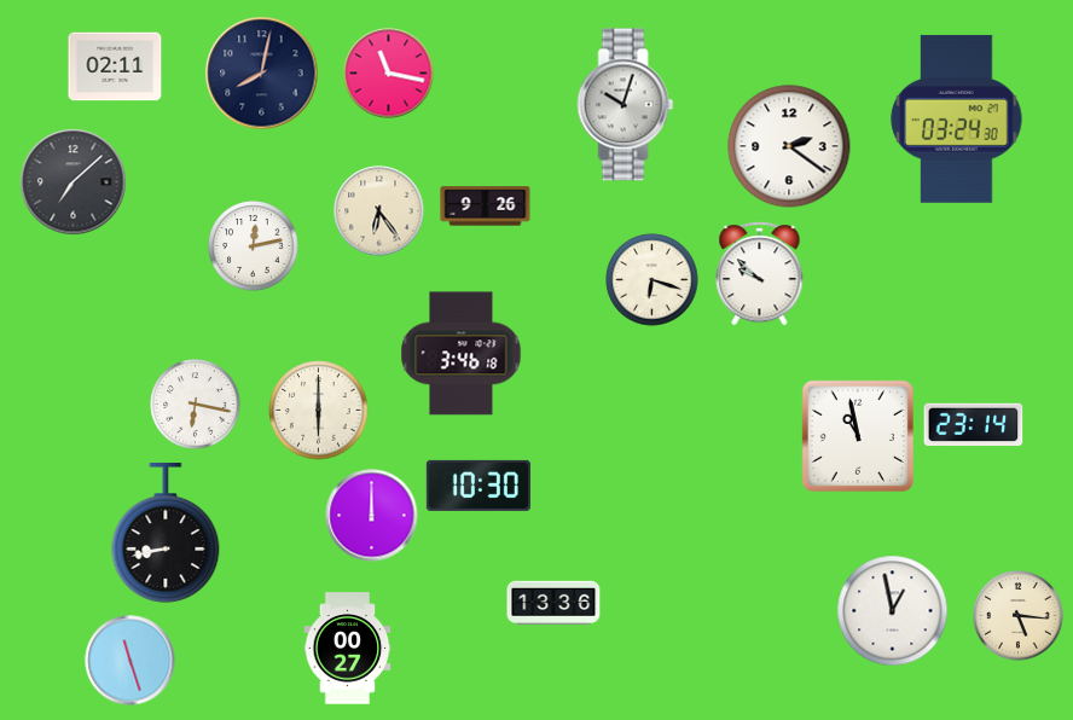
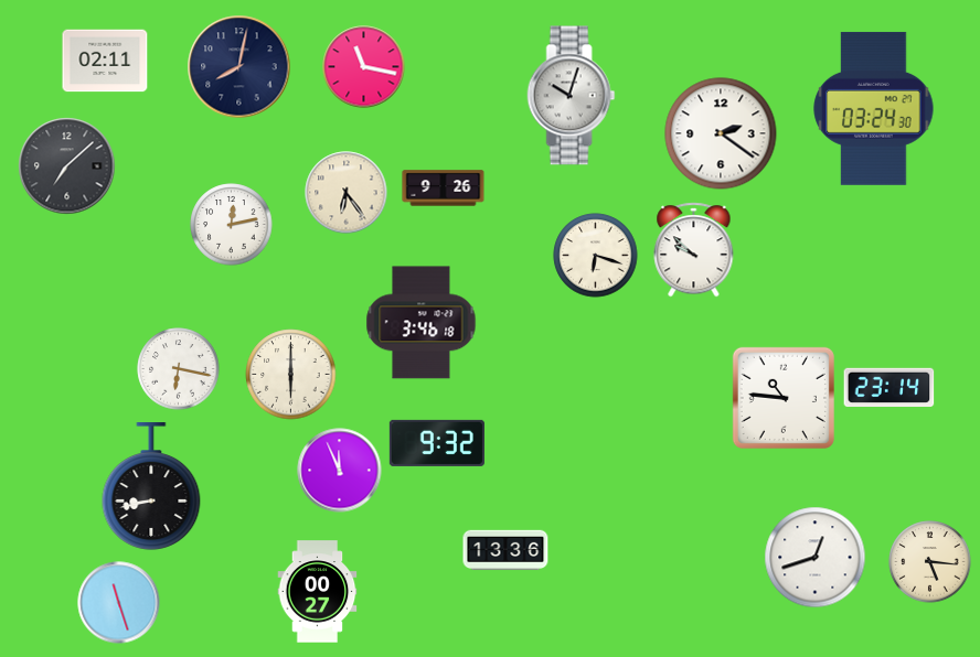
clock at (389, 74) position: (389, 74) -> (364, 67)
clock at (858, 436): 10:58 -> 10:46
clock at (478, 486): 10:30 -> 9:32
clock at (372, 516): 12:00 -> 11:56
clock at (893, 611): 12:58 -> 12:42
